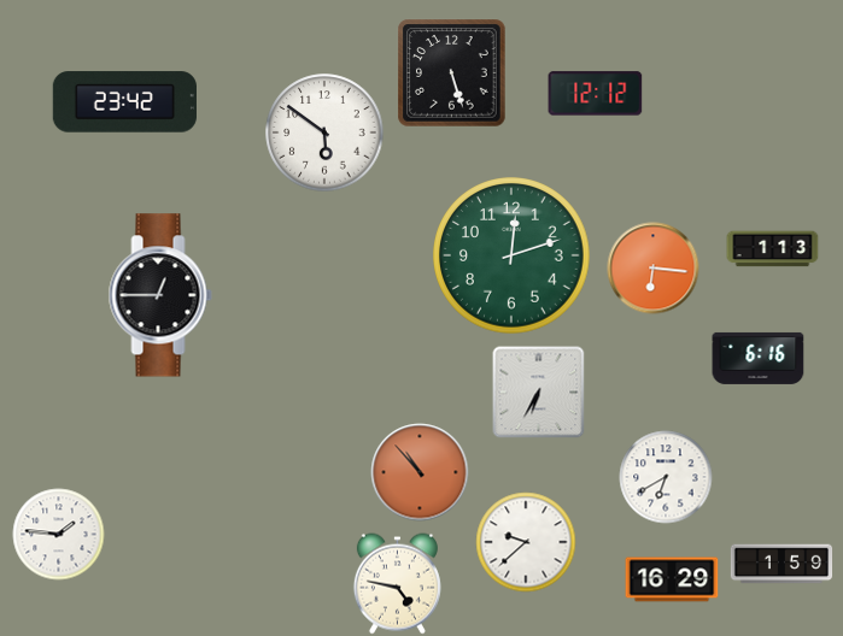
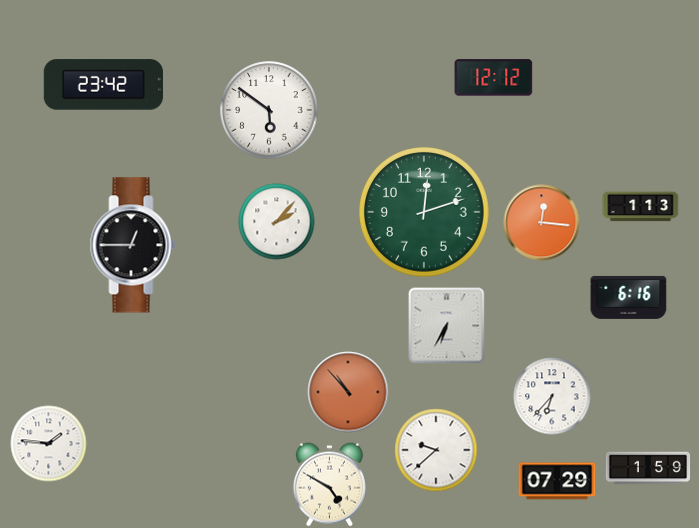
clock at (452, 73): 5:27 -> none
clock at (277, 222): none -> 2:07
clock at (654, 269): 6:16 -> 12:16
clock at (666, 477): 6:40 -> 6:37
clock at (672, 579): 16:29 -> 07:29
clock at (397, 584): 4:47 -> 4:50
